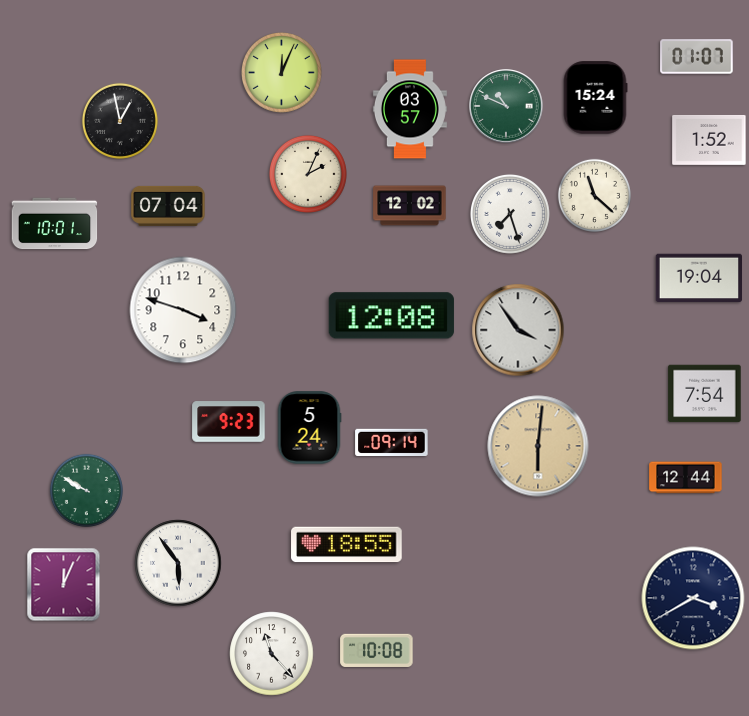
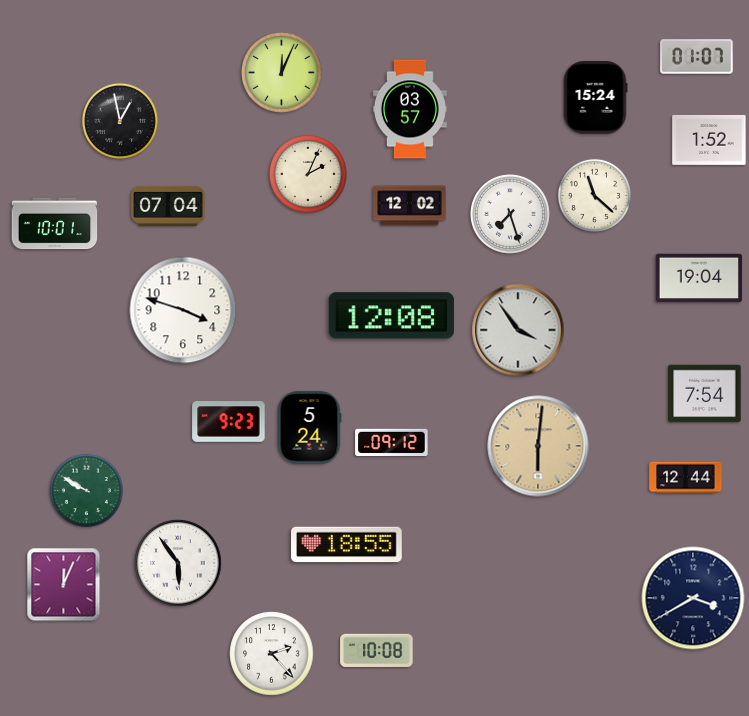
clock at (506, 106): 10:49 -> none
clock at (392, 442): 09:14 -> 09:12
clock at (272, 654): 11:23 -> 2:23
